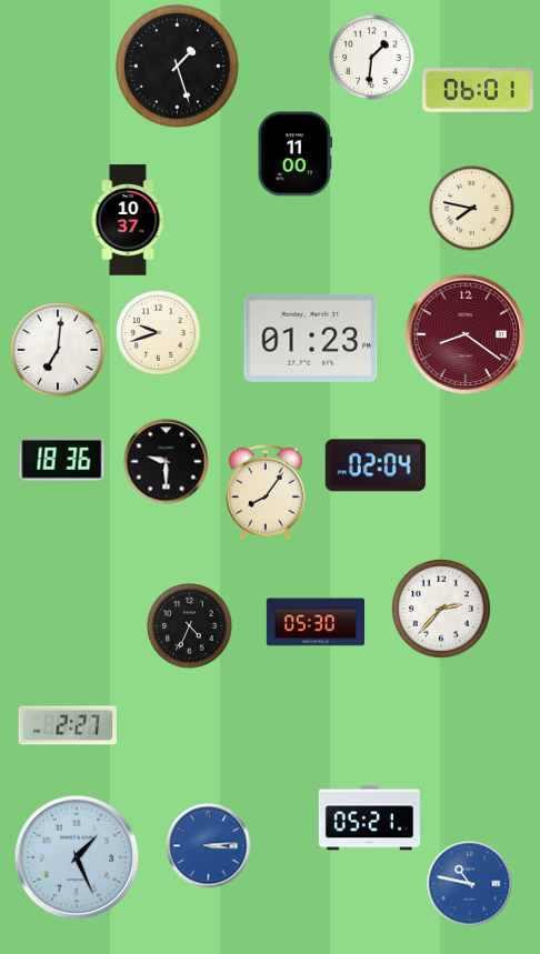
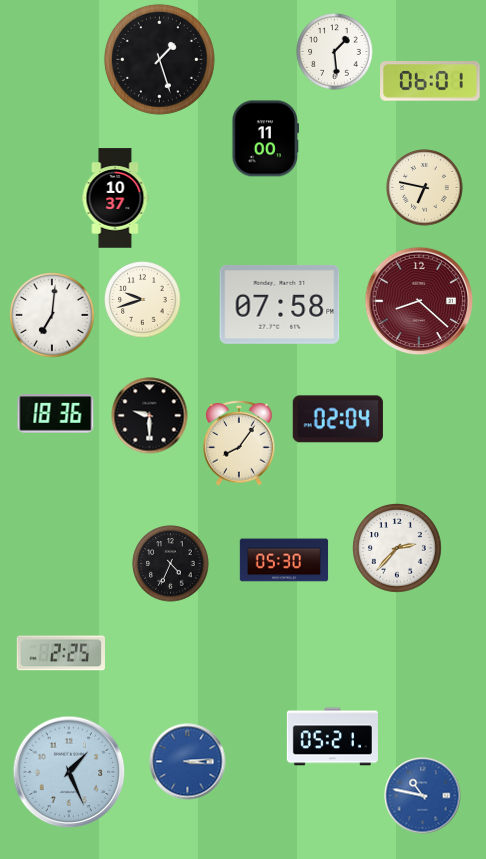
clock at (372, 58): 1:31 -> 1:29
clock at (472, 209): 7:47 -> 6:47
clock at (466, 334): 8:21 -> 8:22
clock at (311, 338): 01:23 -> 07:58
clock at (67, 725): 2:27 -> 2:25
